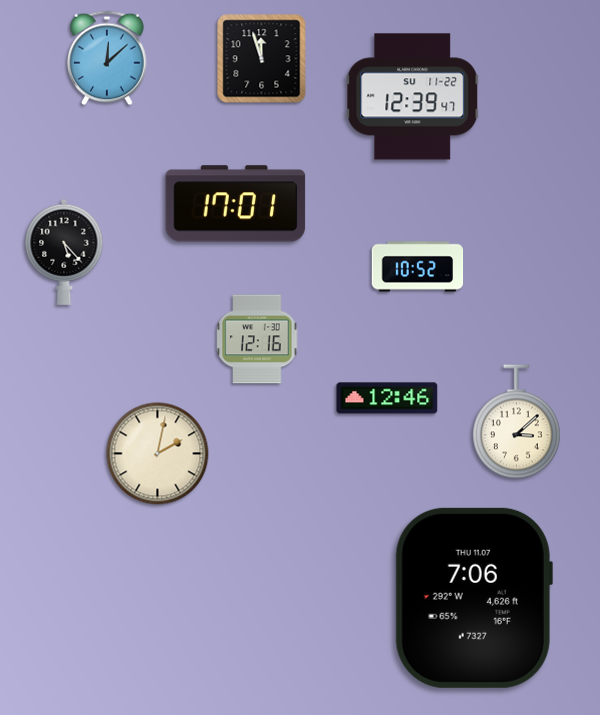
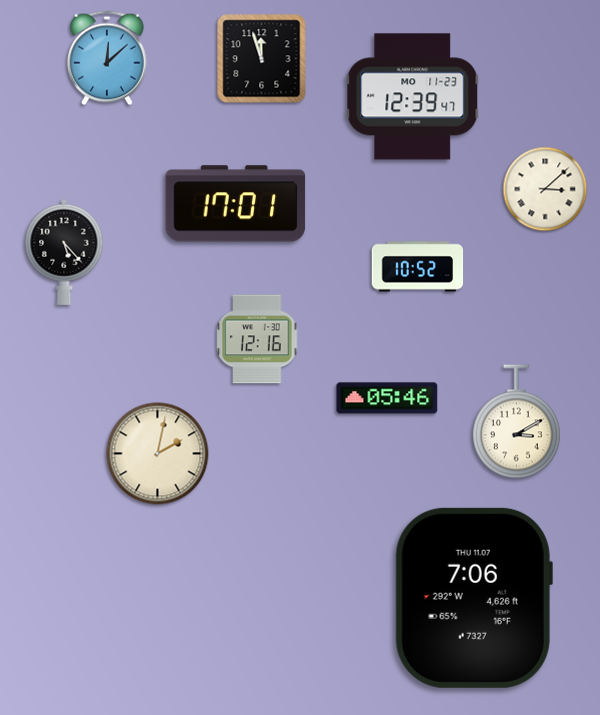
clock at (413, 97) date: SU 11-22 -> MO 11-23
clock at (545, 189): none -> 3:08
clock at (387, 398): 12:46 -> 05:46
clock at (516, 422): 3:08 -> 3:10
